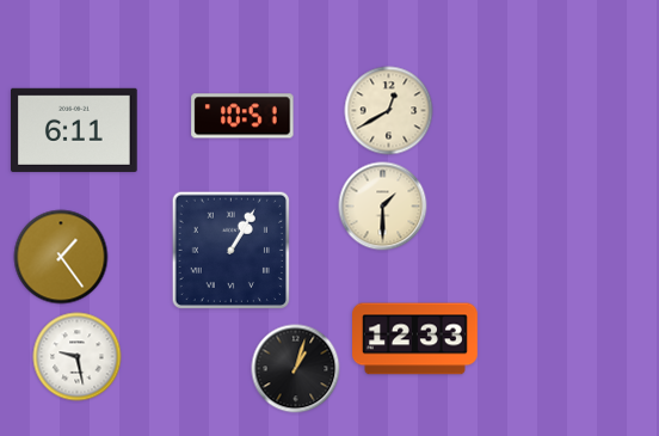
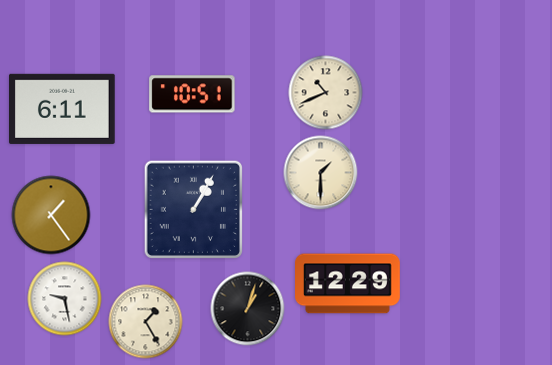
clock at (389, 111): 12:40 -> 10:41
clock at (242, 116) position: (242, 116) -> (192, 94)
clock at (415, 339): 12:33 -> 12:29
clock at (146, 322): none -> 1:25
